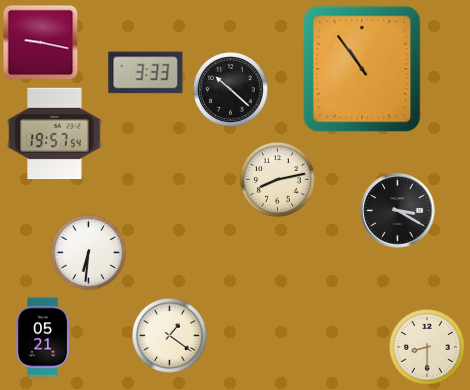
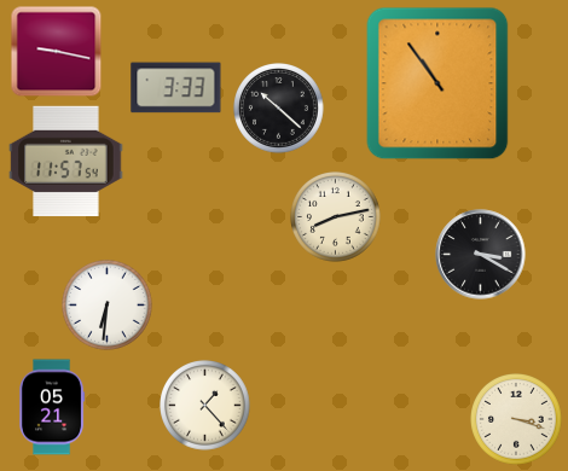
clock at (41, 43) position: (41, 43) -> (57, 52)
clock at (55, 134): 19:57 -> 11:57
clock at (170, 336): 1:21 -> 1:23
clock at (428, 348): 8:30 -> 3:18
